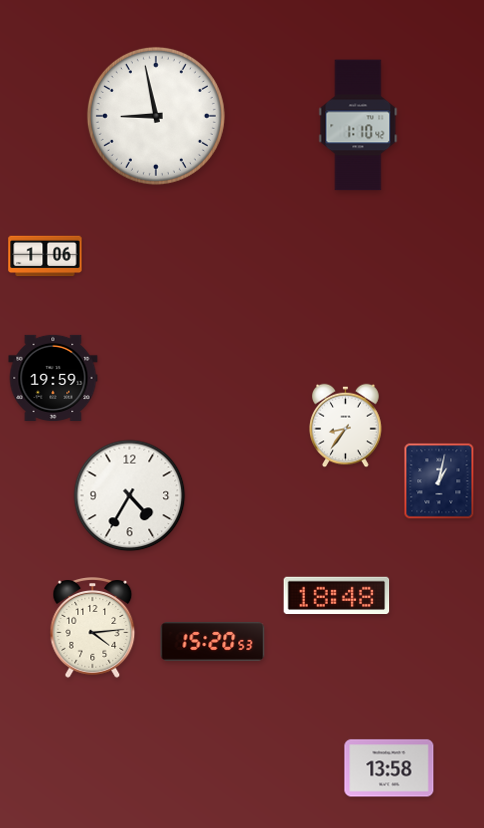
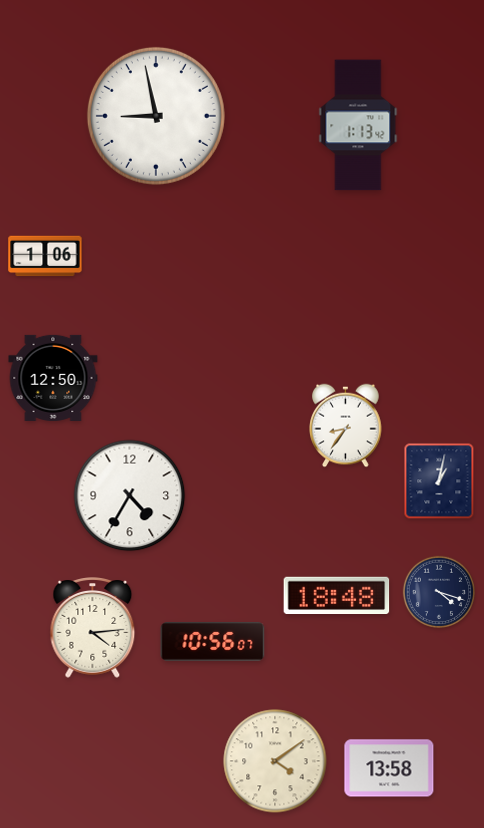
clock at (358, 125): 1:10 -> 1:13
clock at (53, 378): 19:59 -> 12:50
clock at (439, 592): none -> 4:18
clock at (213, 641): 15:20 -> 10:56
clock at (275, 761): none -> 4:09
